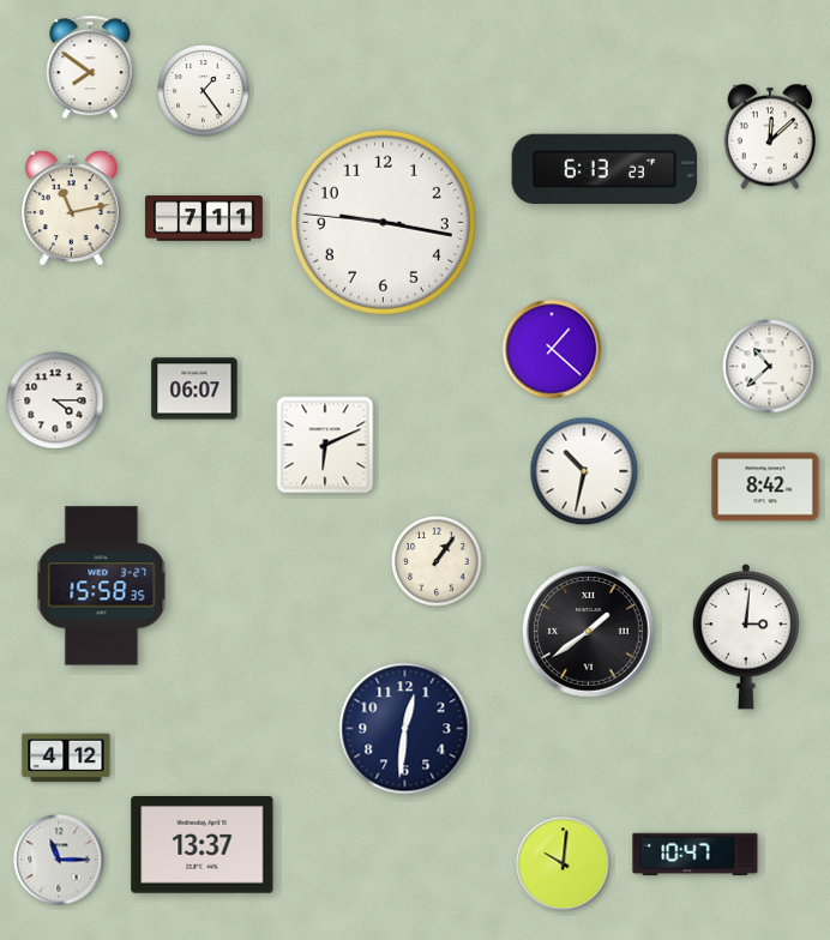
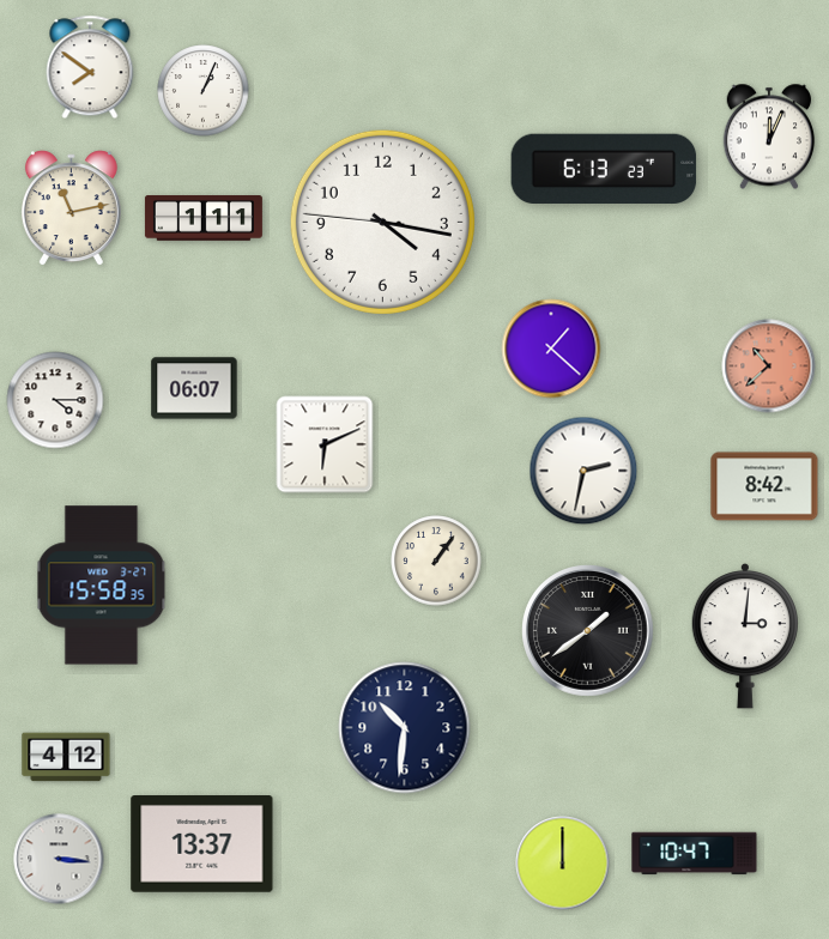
clock at (204, 91): 1:24 -> 1:04
clock at (770, 137): 12:08 -> 12:04
clock at (204, 219): 7:11 -> 1:11
clock at (383, 222): 9:16 -> 4:16
clock at (770, 367) dial: white -> salmon
clock at (584, 471): 10:32 -> 2:32
clock at (405, 729): 12:31 -> 10:31
clock at (59, 860): 11:15 -> 3:16
clock at (564, 864): 10:01 -> 12:00
